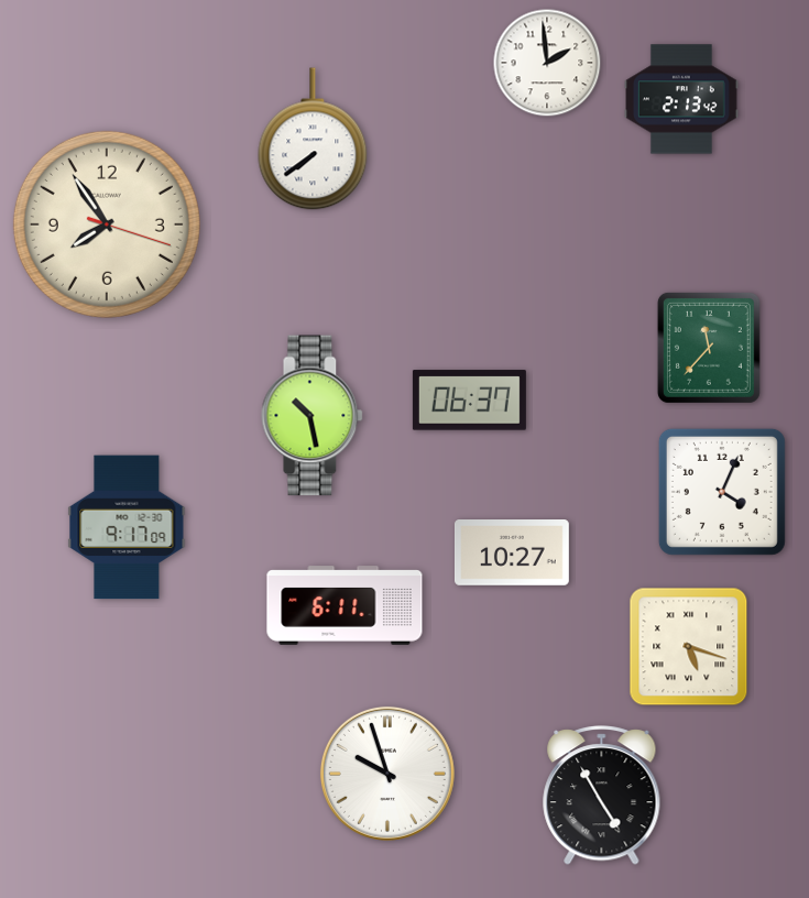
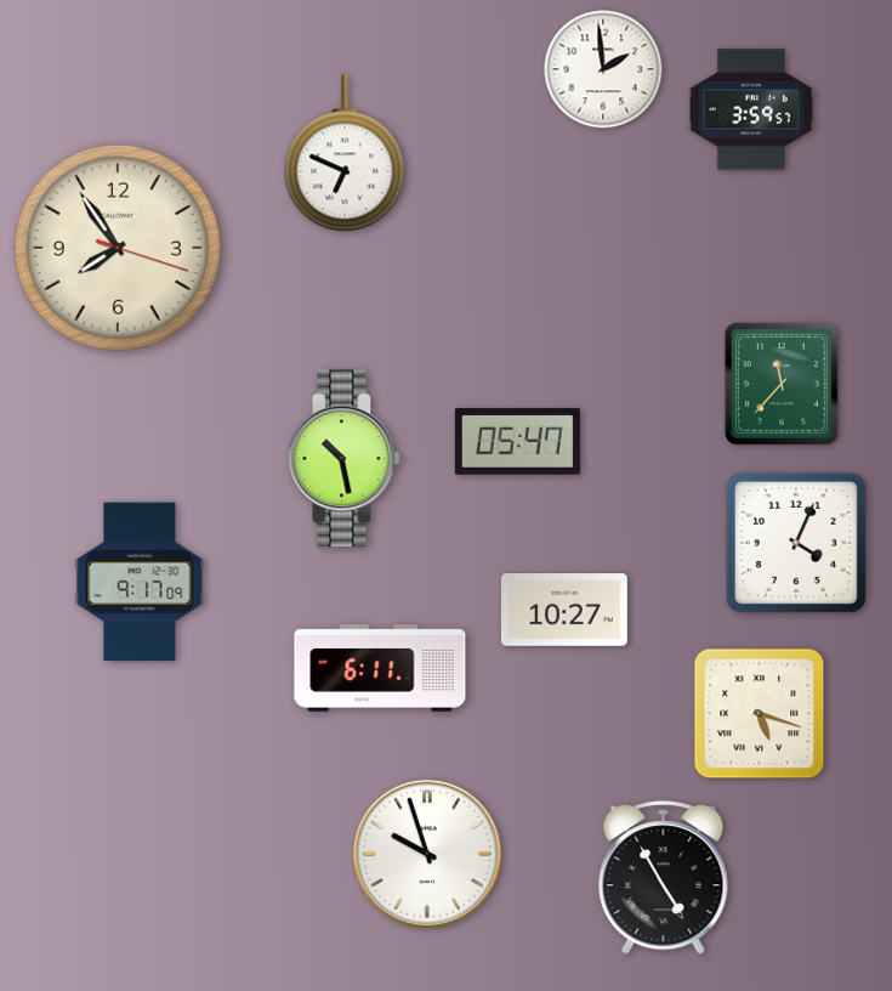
clock at (682, 99): 2:13 -> 3:59
clock at (313, 139): 7:39 -> 6:49
clock at (469, 401): 06:37 -> 05:47
